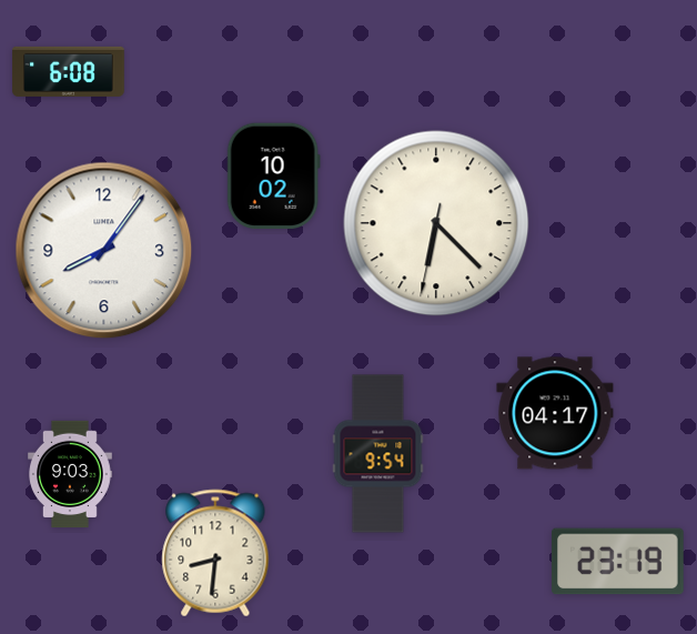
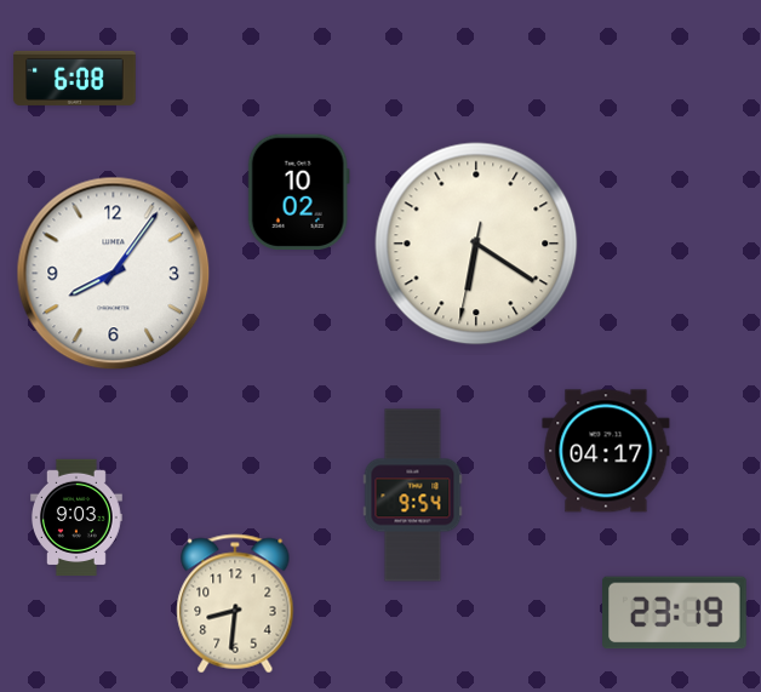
clock at (436, 223): 6:22 -> 6:20
